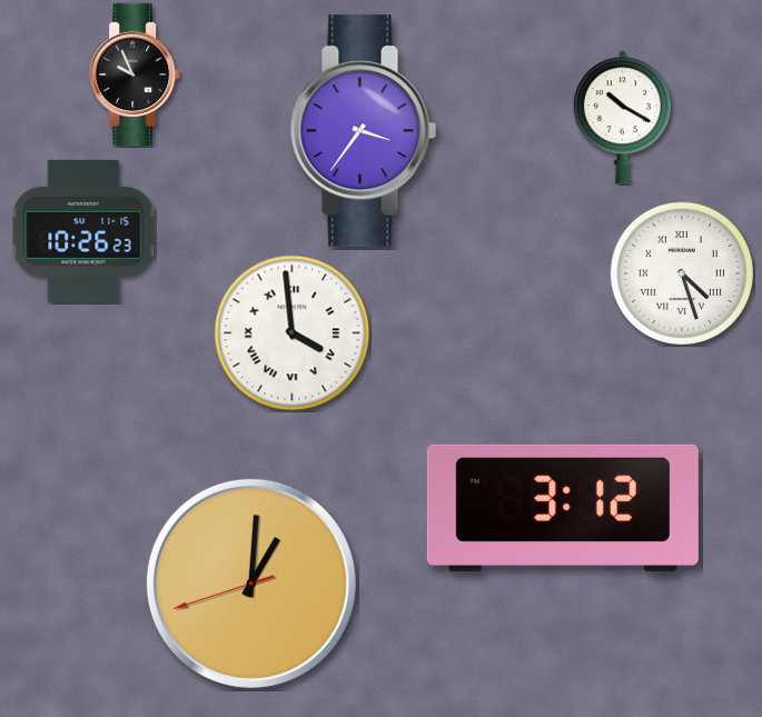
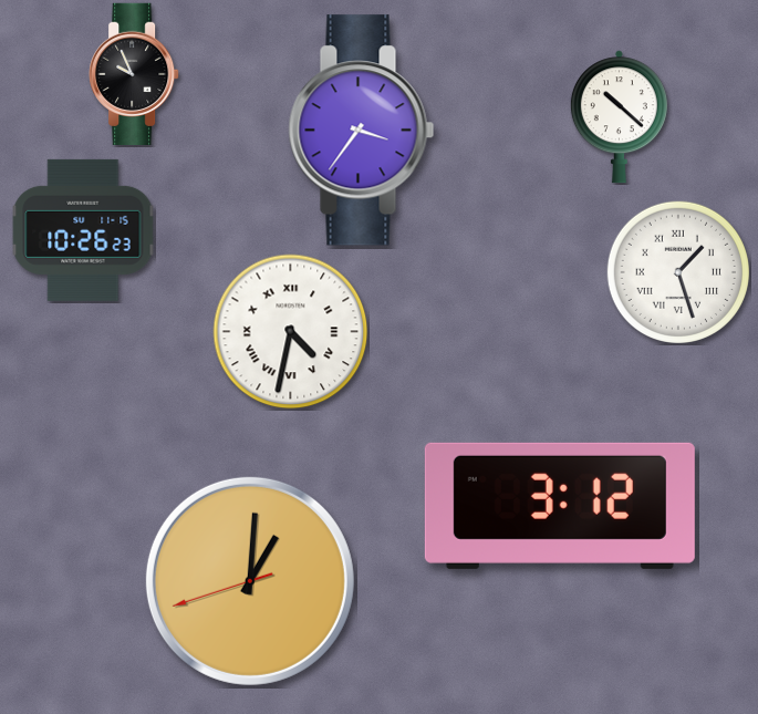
clock at (622, 118): 10:20 -> 10:22
clock at (682, 273): 4:27 -> 1:27
clock at (293, 333): 3:59 -> 4:32
